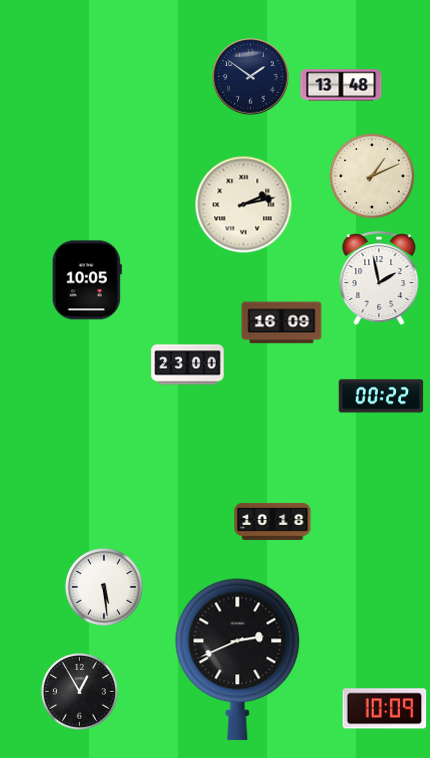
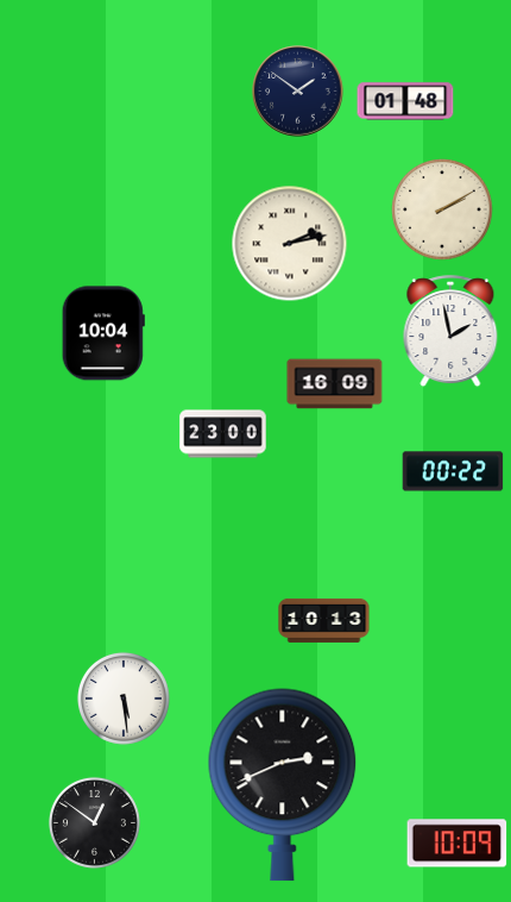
clock at (341, 85): 13:48 -> 01:48
clock at (372, 176): 1:11 -> 2:10
clock at (87, 280): 10:05 -> 10:04
clock at (273, 521): 10:18 -> 10:13
clock at (79, 691): 12:55 -> 12:51
